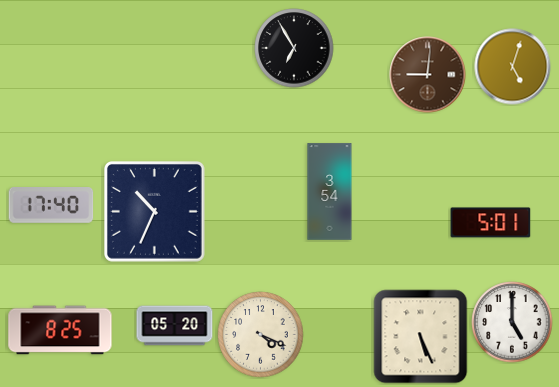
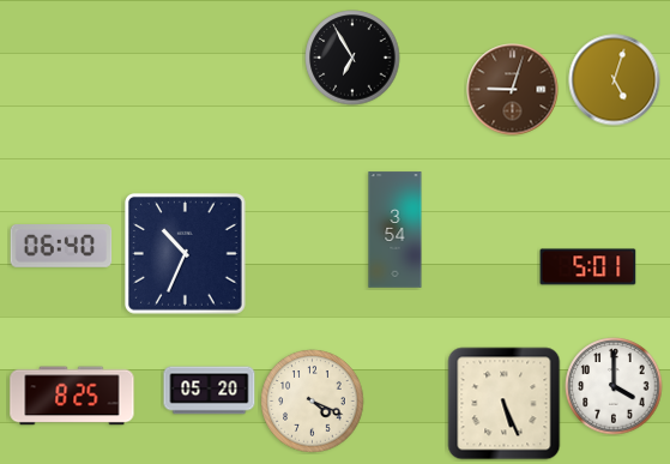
clock at (428, 75): 9:01 -> 9:03
clock at (51, 206): 17:40 -> 06:40
clock at (512, 322): 5:00 -> 4:00
